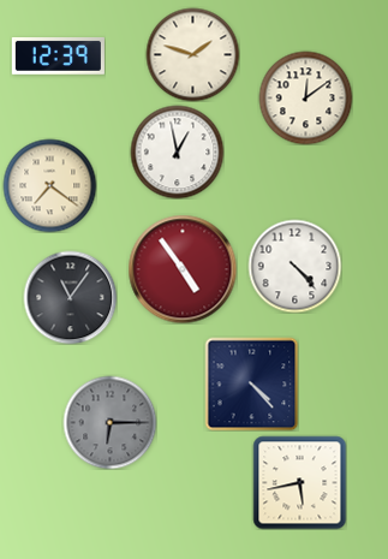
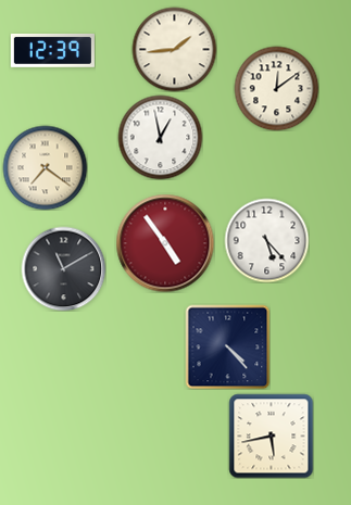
clock at (192, 54): 1:48 -> 1:44
clock at (294, 266): 4:23 -> 5:23
clock at (70, 297): 11:06 -> 11:10
clock at (109, 422): 6:15 -> none
